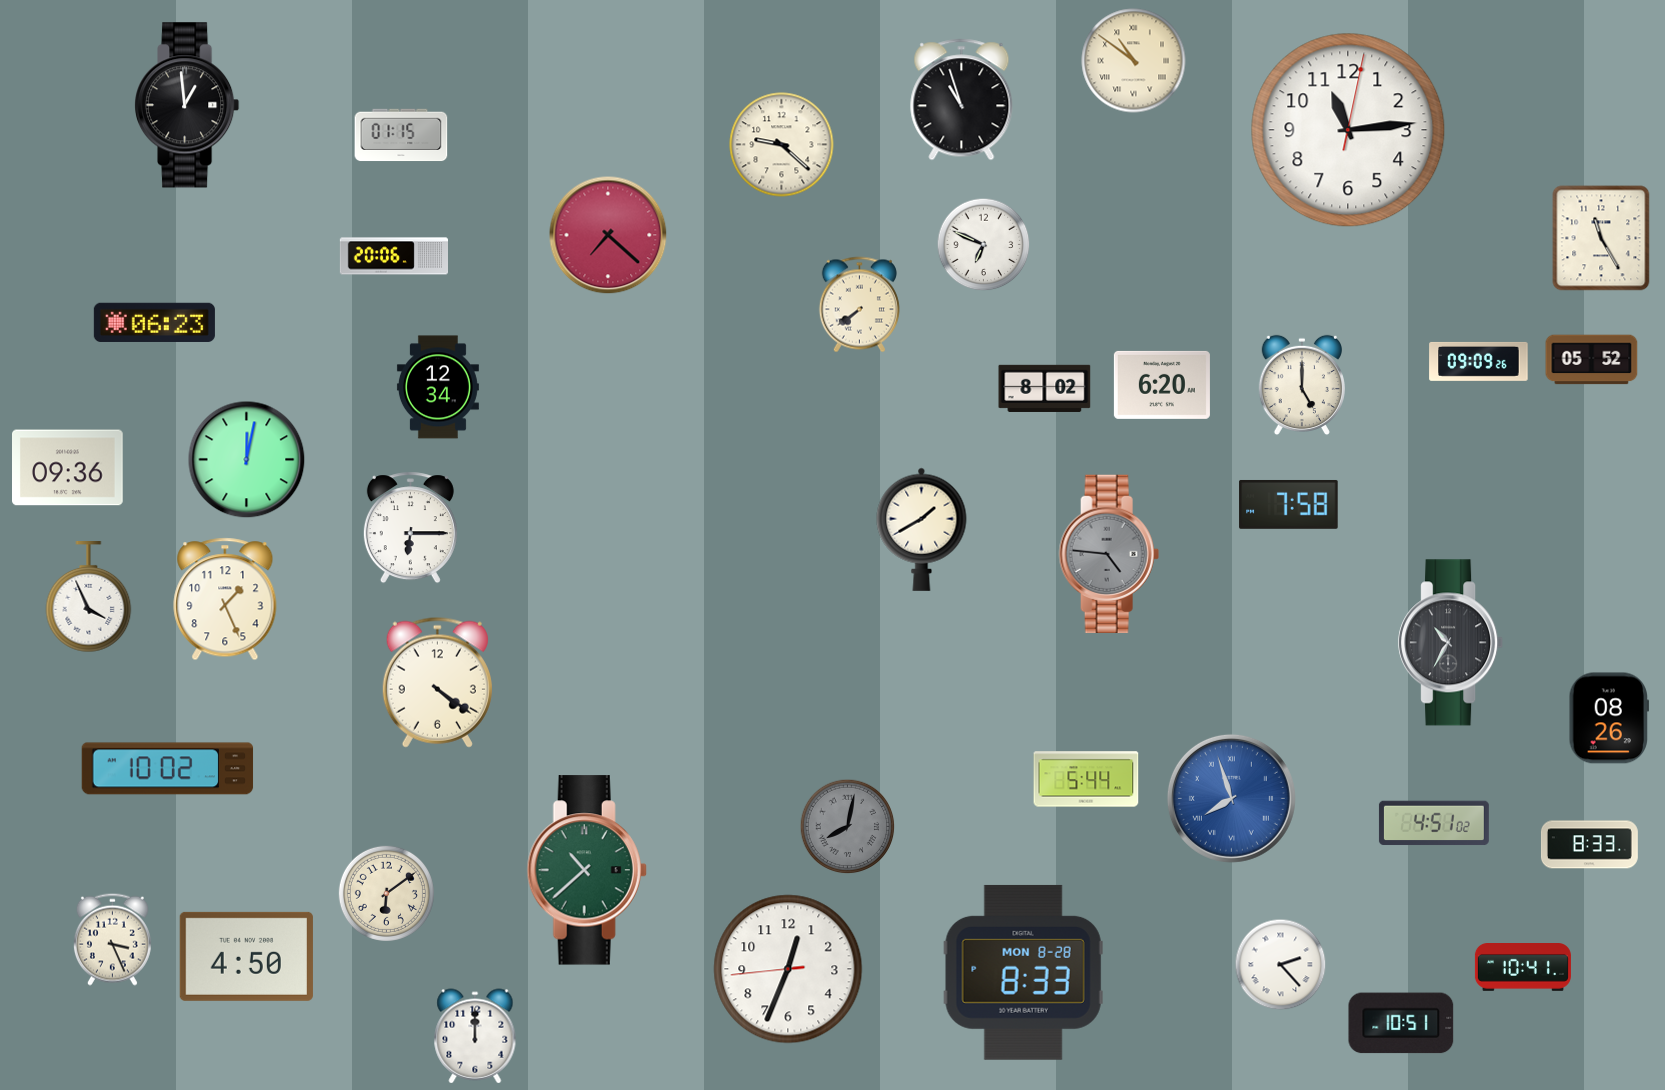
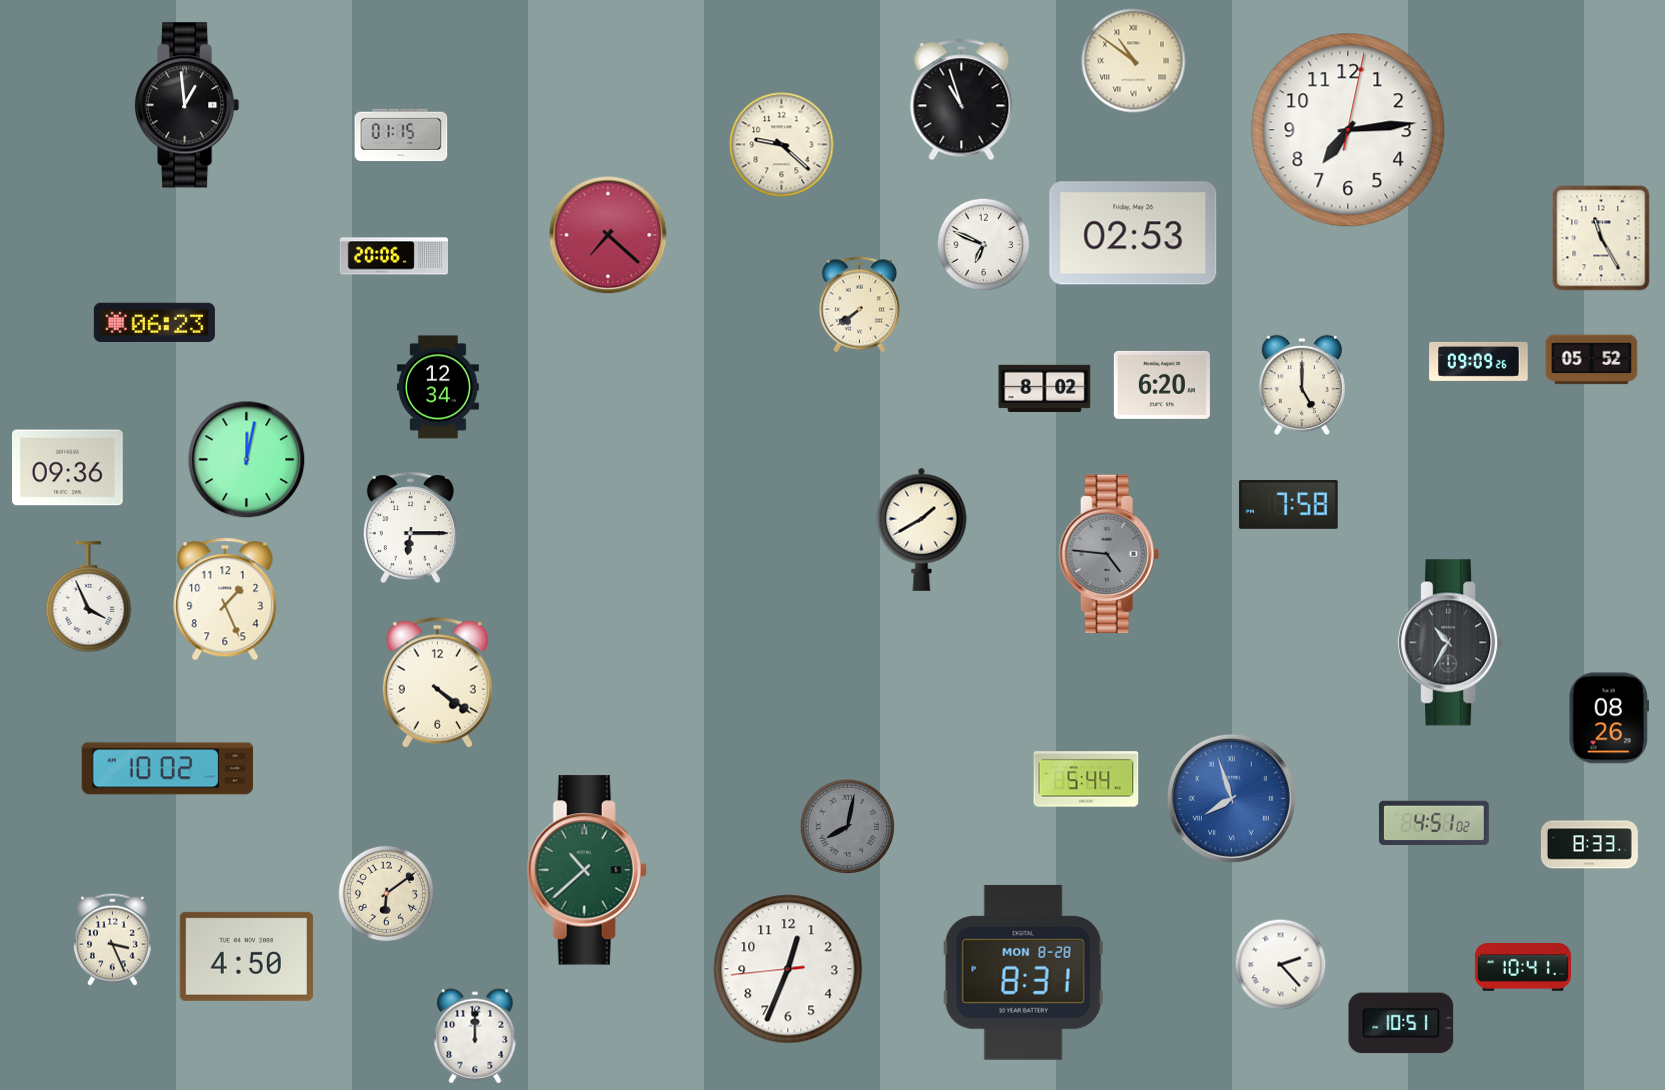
clock at (1348, 130): 11:14 -> 7:14
clock at (1133, 233): none -> 02:53
clock at (1023, 972): 8:33 -> 8:31
